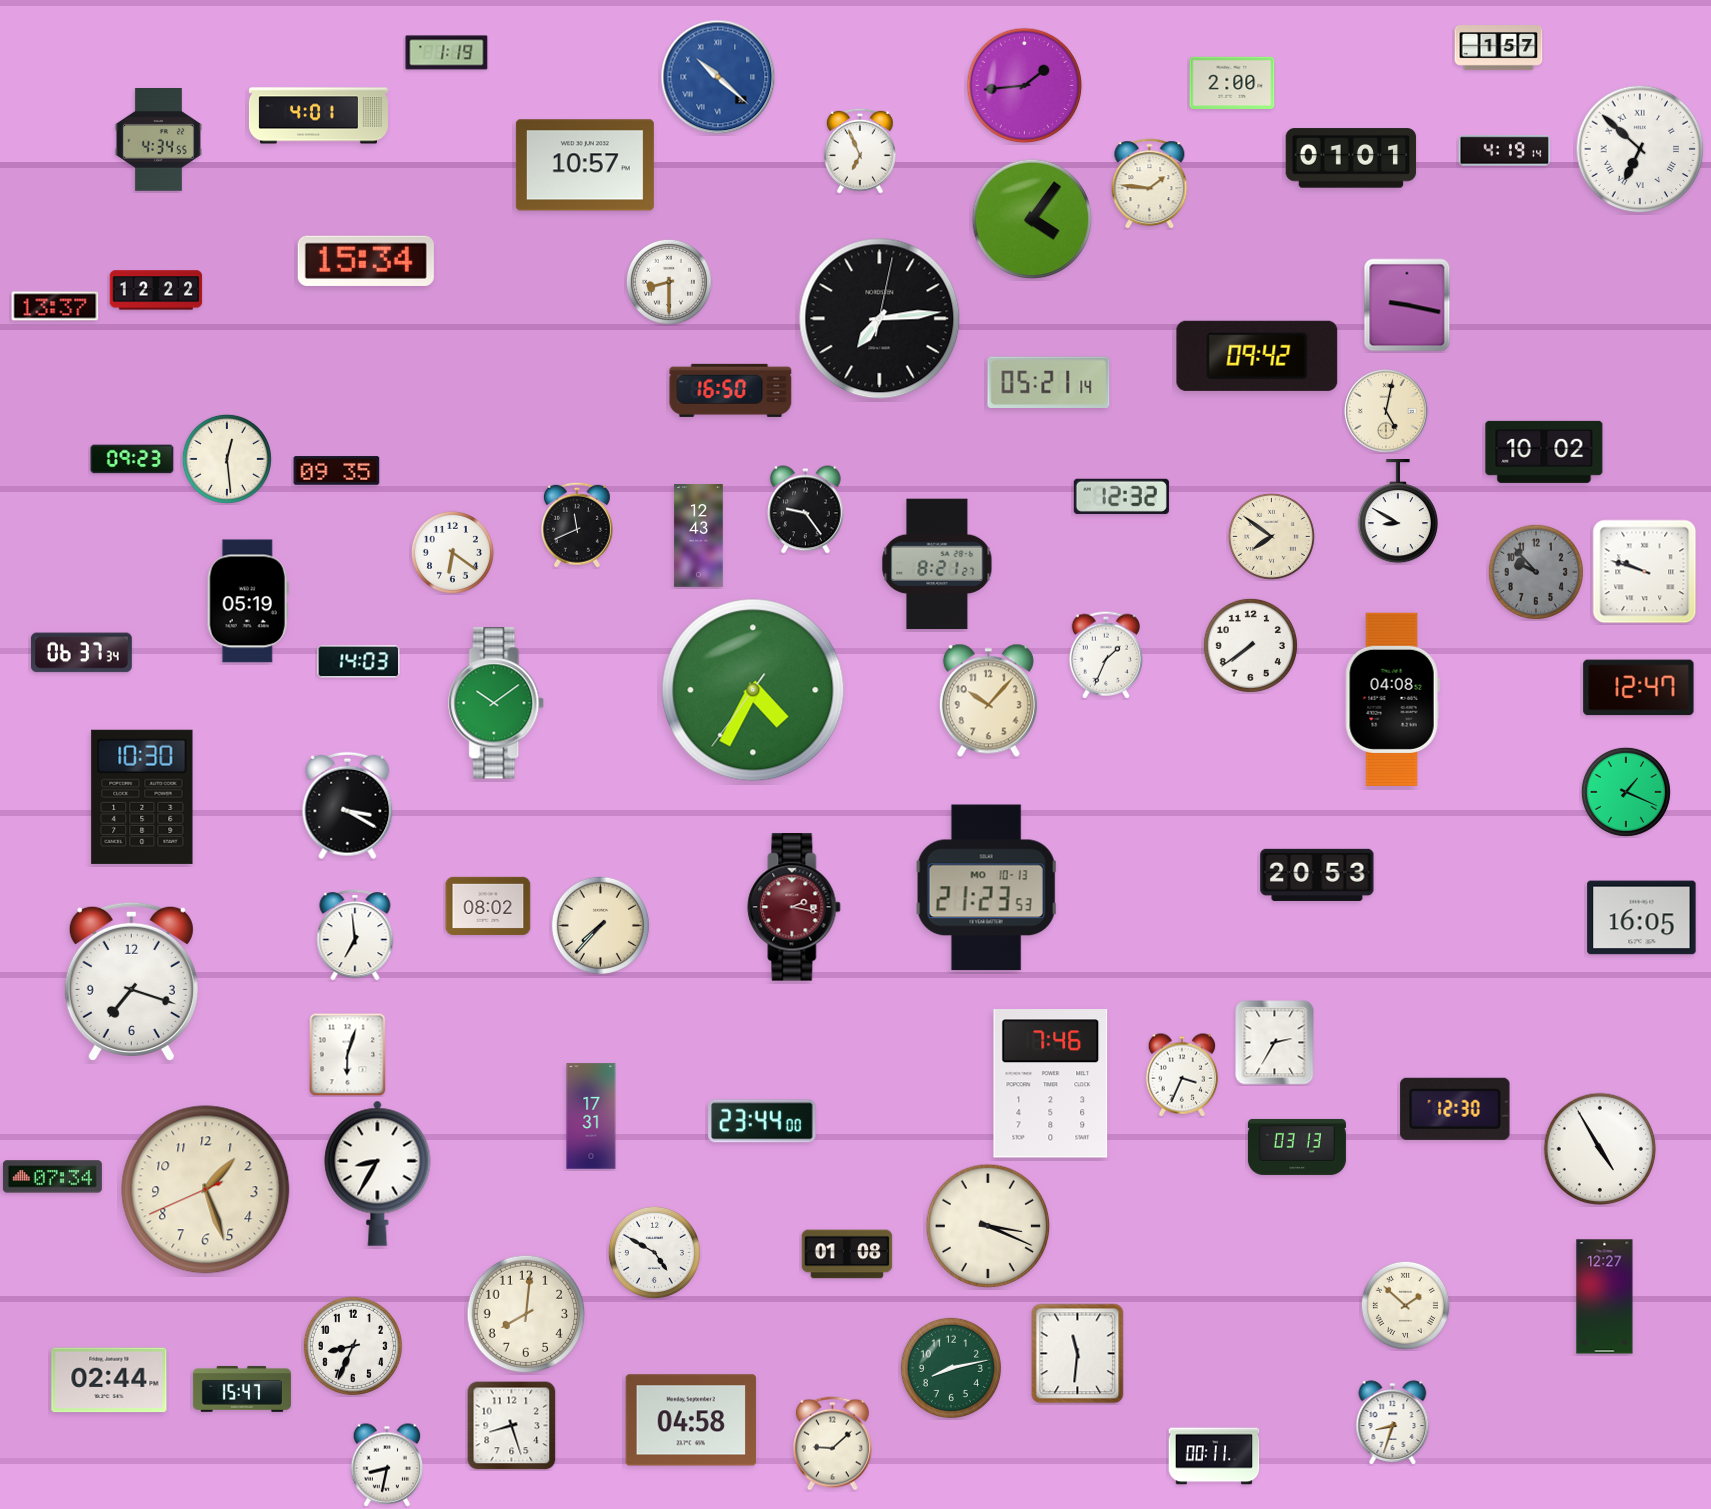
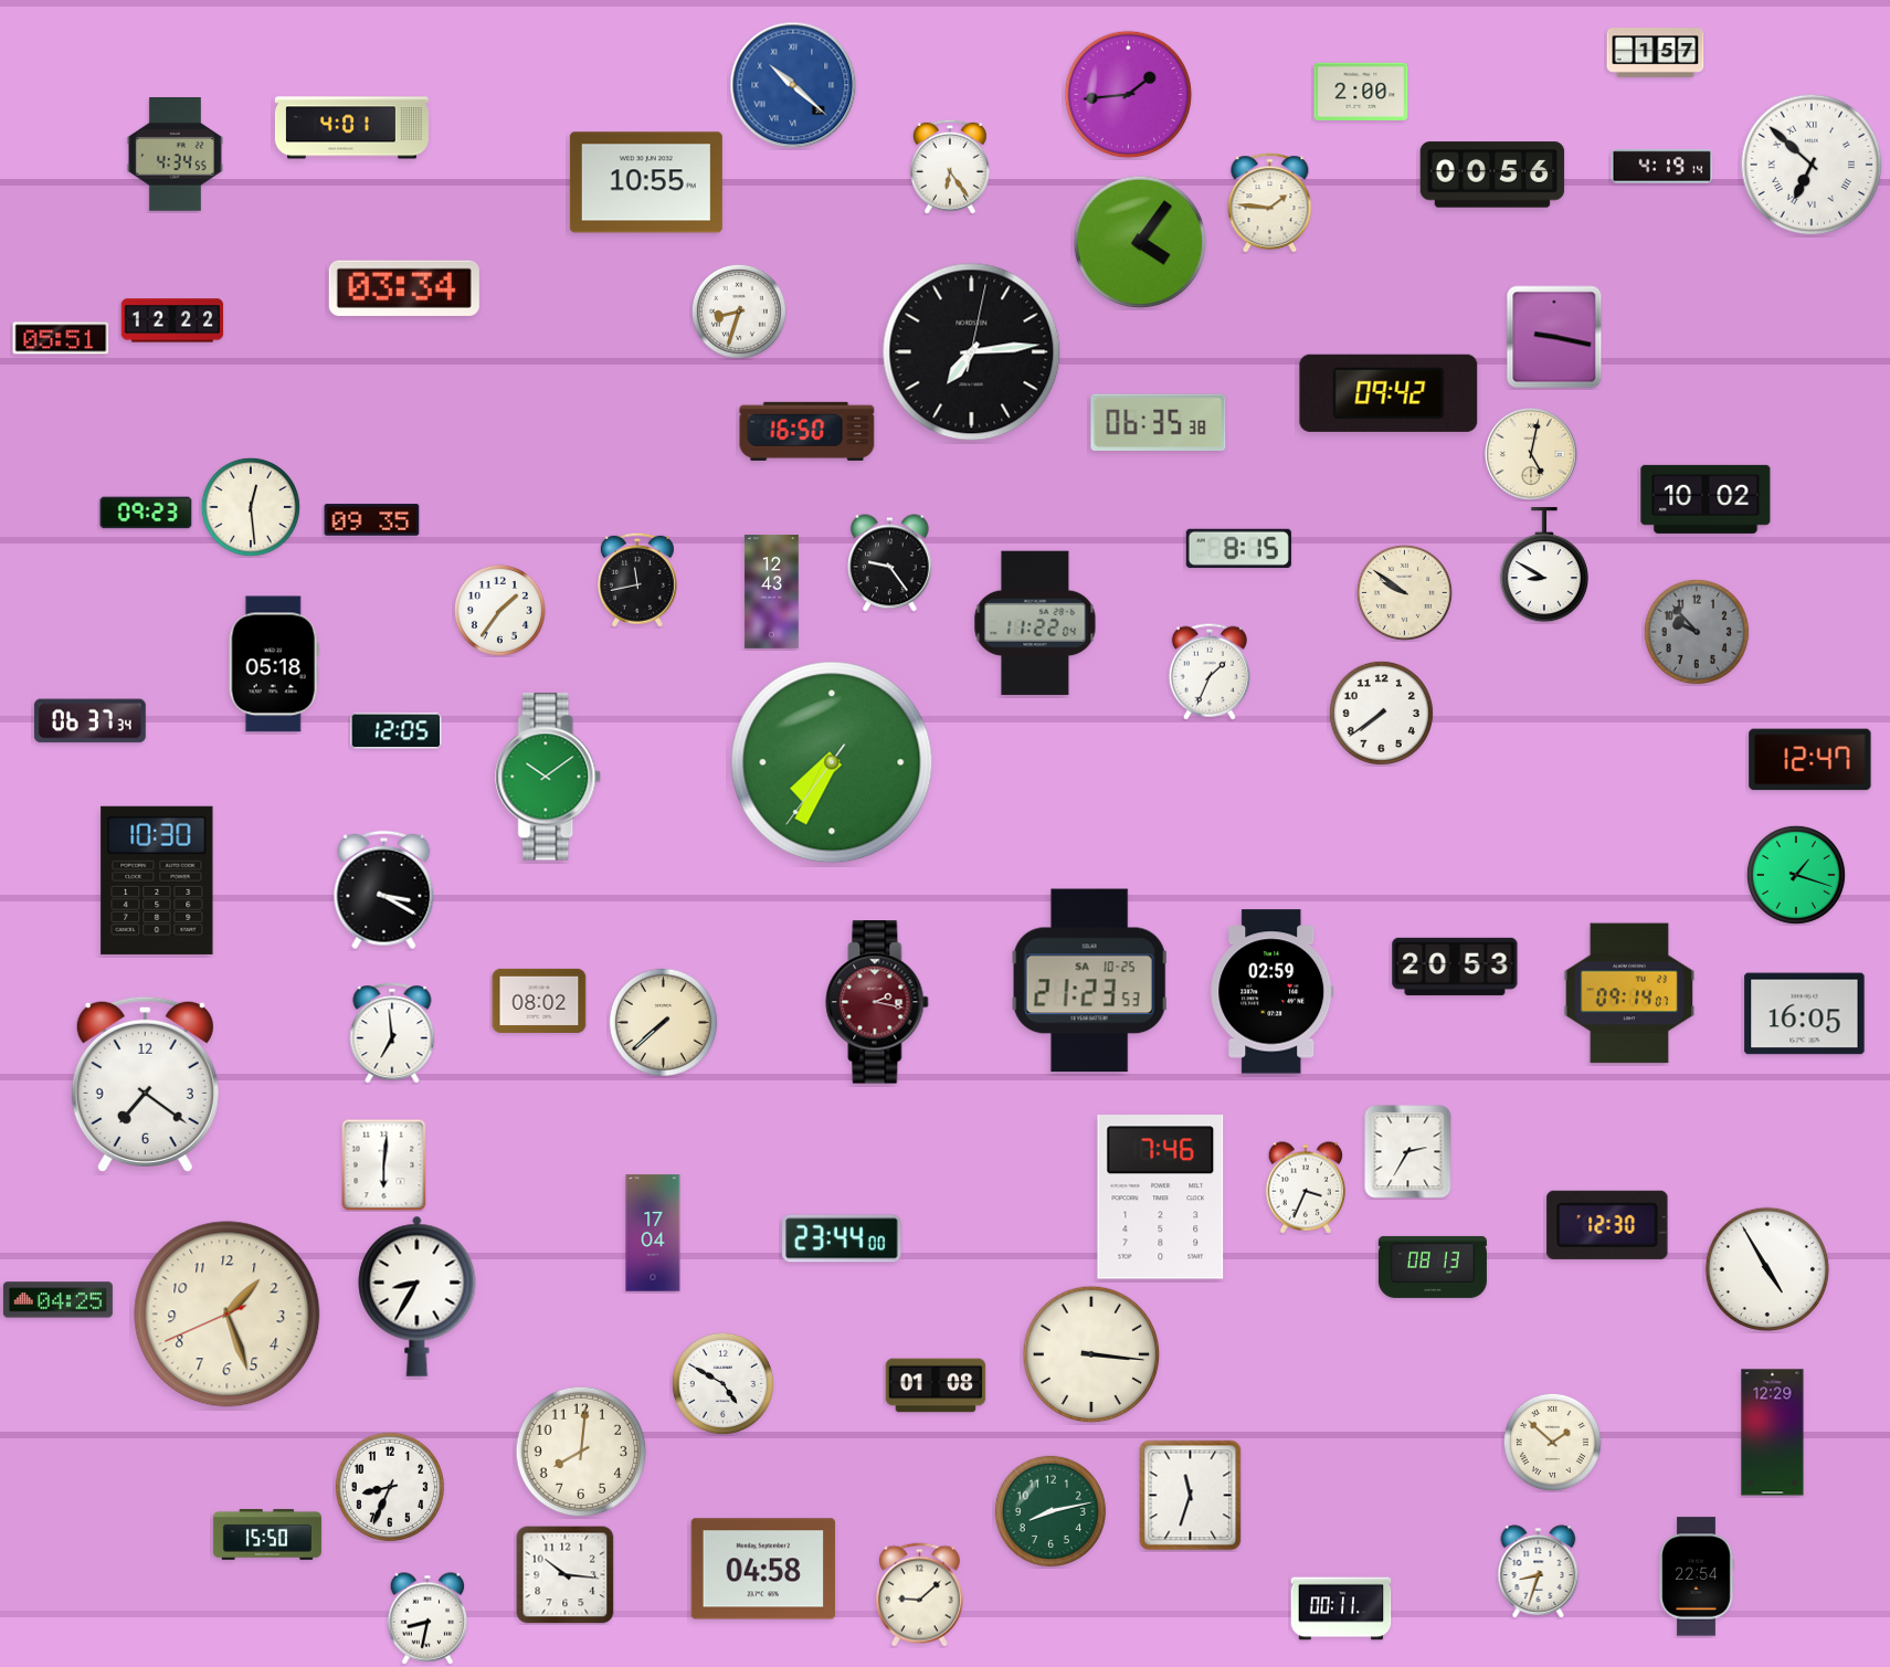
clock at (447, 53): 1:19 -> none
clock at (1025, 86) position: (1025, 86) -> (1129, 95)
clock at (860, 151): 6:56 -> 6:24
clock at (1351, 158): 01:01 -> 00:56
clock at (585, 165): 10:57 -> 10:55
clock at (366, 261): 15:34 -> 03:34
clock at (669, 282): 8:30 -> 8:33
clock at (55, 306): 13:37 -> 05:51
clock at (1049, 383): 05:21 -> 06:35
clock at (132, 459) position: (132, 459) -> (146, 513)
clock at (1121, 496): 12:32 -> 8:15
clock at (577, 525): 11:41 -> 11:43
clock at (1271, 536): 7:51 -> 9:51
clock at (452, 552): 6:21 -> 1:36
clock at (937, 564): 8:21 -> 11:22
clock at (1645, 572): 9:48 -> none
clock at (248, 601): 05:19 -> 05:18
clock at (1105, 655) position: (1105, 655) -> (1208, 672)
clock at (359, 662): 14:03 -> 12:05
clock at (753, 690): 4:34 -> 7:34
clock at (1392, 699): 04:08 -> none
clock at (988, 701): 10:07 -> none
clock at (1626, 792): 1:19 -> 1:18
clock at (987, 888) date: MO 10-13 -> SA 10-25
clock at (1273, 992): none -> 02:59
clock at (1629, 993): none -> 09:14
clock at (1642, 918) position: (1642, 918) -> (1805, 1014)
clock at (600, 925): 7:37 -> 7:38
clock at (131, 981): 7:18 -> 7:21
clock at (348, 1054): 6:03 -> 6:01
clock at (591, 1116): 17:31 -> 17:04
clock at (1297, 1147): 03:13 -> 08:13
clock at (52, 1177): 07:34 -> 04:25
clock at (988, 1226): 3:19 -> 3:16
clock at (1605, 1297): 12:27 -> 12:29
clock at (1078, 1354): 11:31 -> 11:33
clock at (109, 1380): 02:44 -> none
clock at (242, 1389): 15:47 -> 15:50
clock at (512, 1426): 8:27 -> 10:16
clock at (1697, 1576): none -> 22:54
